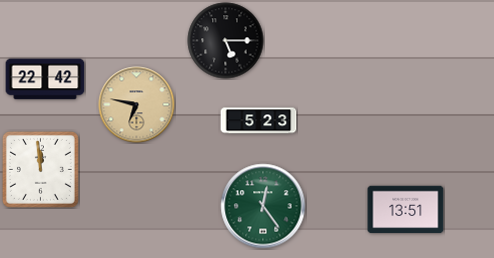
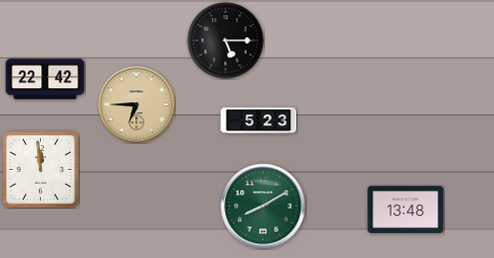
clock at (137, 105): 6:47 -> 6:45
clock at (263, 206): 12:24 -> 8:10
clock at (406, 210): 13:51 -> 13:48
